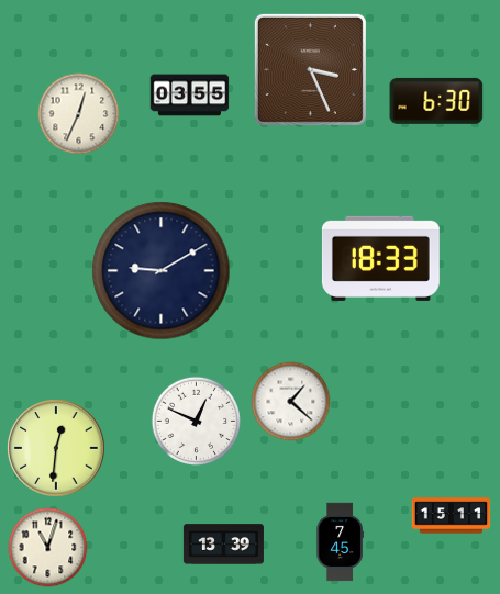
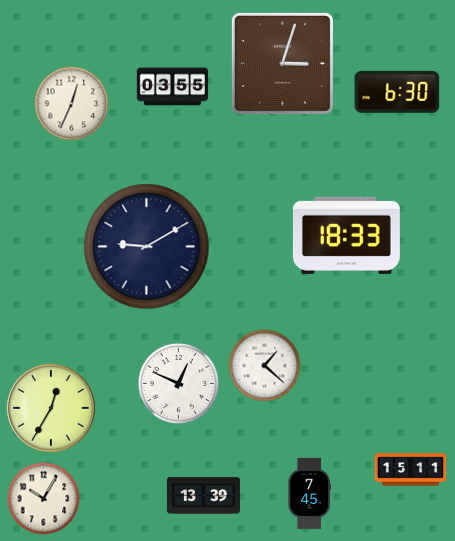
clock at (310, 69): 3:26 -> 3:03
clock at (56, 448): 12:31 -> 12:35
clock at (48, 548): 11:03 -> 10:05
